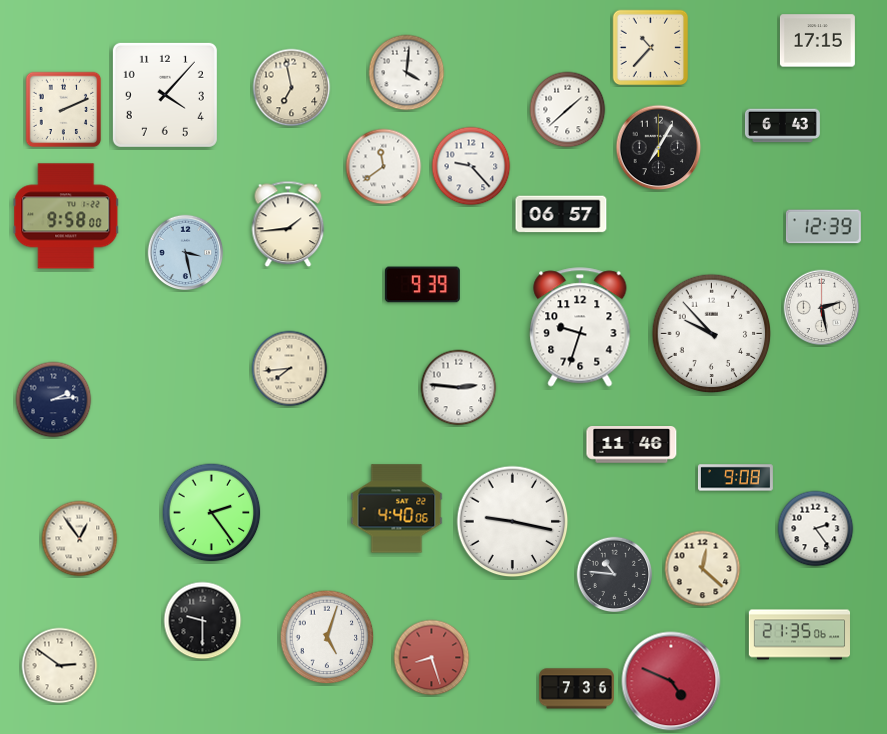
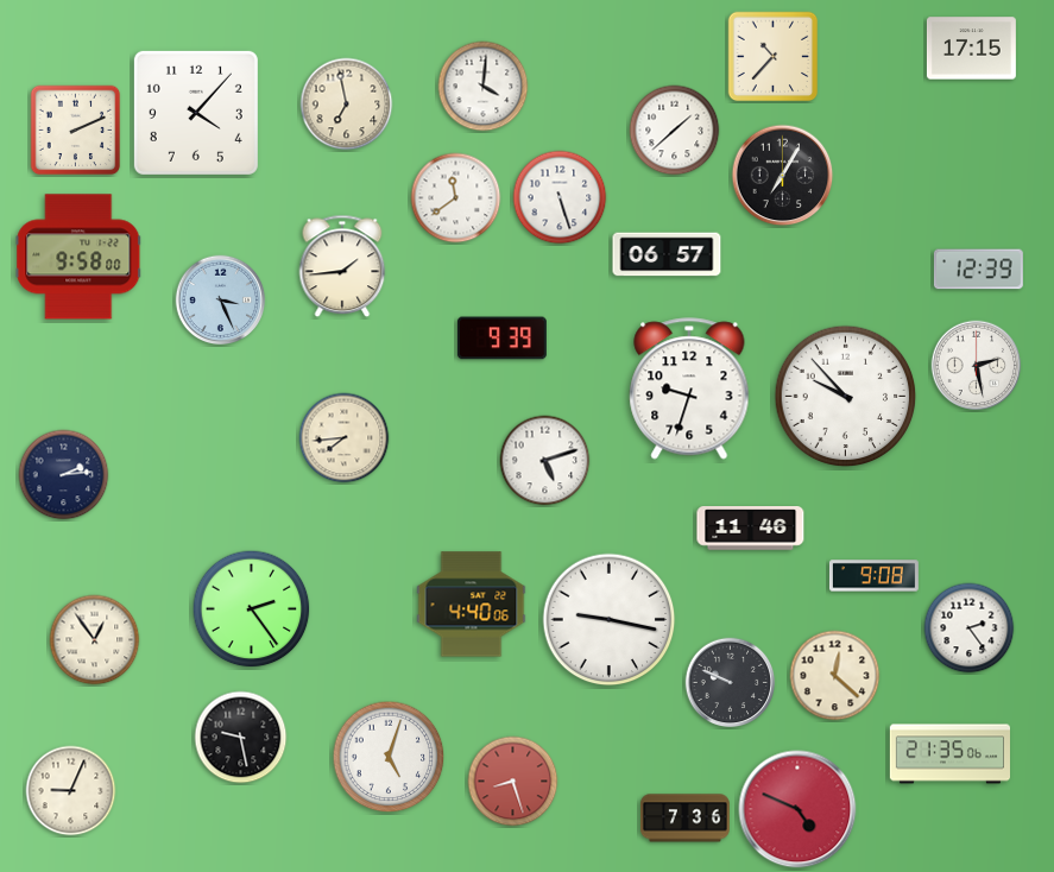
clock at (782, 126): 6:43 -> none
clock at (471, 166): 9:23 -> 5:27
clock at (186, 253): 3:28 -> 3:26
clock at (459, 388): 2:46 -> 5:12
clock at (735, 478) position: (735, 478) -> (873, 576)
clock at (615, 575): 10:46 -> 9:49
clock at (203, 621): 9:30 -> 9:28
clock at (60, 666): 2:51 -> 9:04
